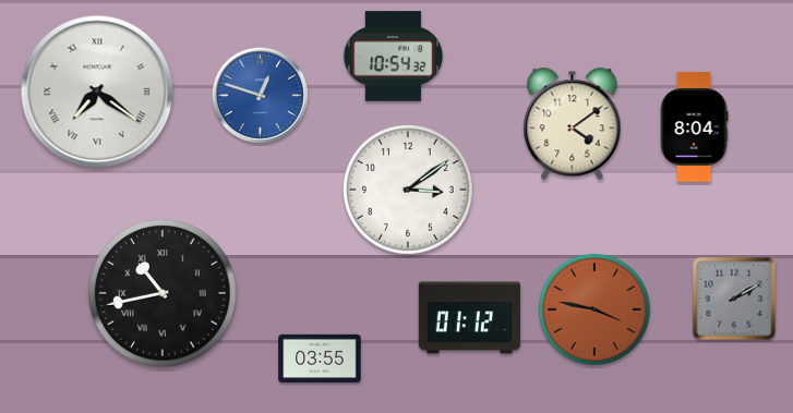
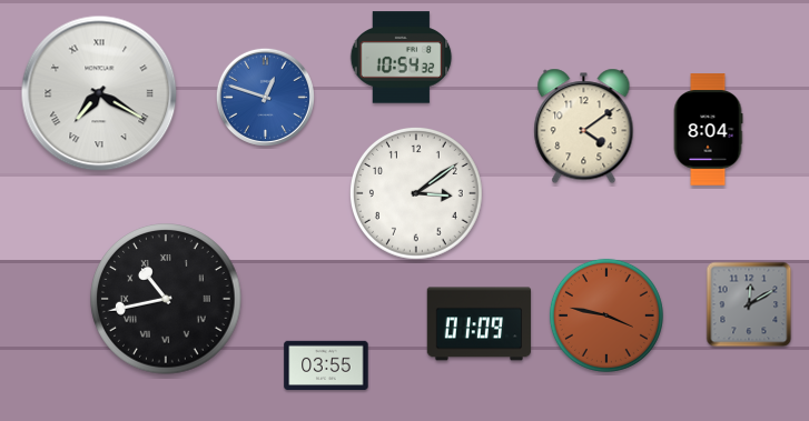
clock at (97, 92): 7:21 -> 7:20
clock at (734, 299): 2:10 -> 12:10
clock at (470, 318): 01:12 -> 01:09
